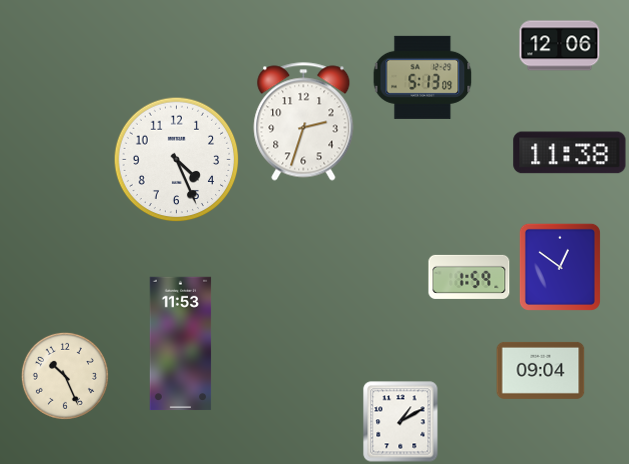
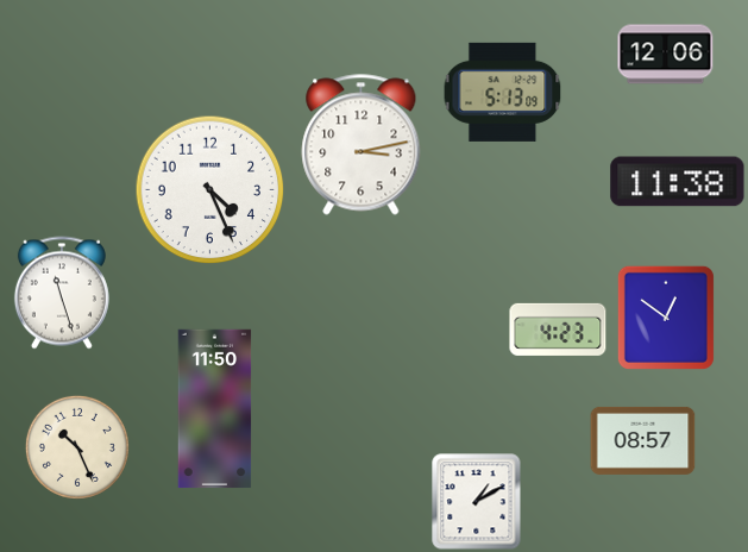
clock at (304, 122): 2:33 -> 3:13
clock at (62, 293): none -> 11:27
clock at (469, 277): 1:59 -> 4:23
clock at (181, 344): 11:53 -> 11:50
clock at (541, 370): 09:04 -> 08:57
